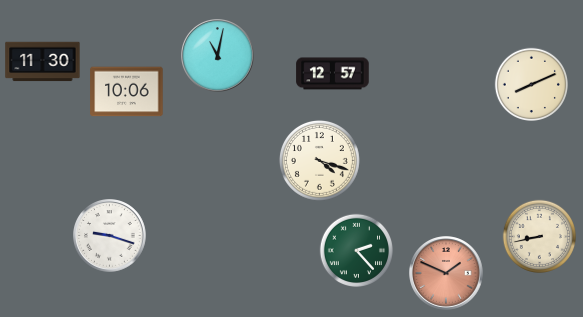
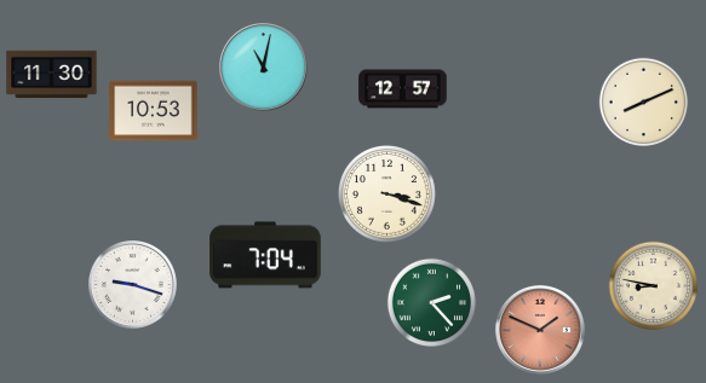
clock at (127, 92): 10:06 -> 10:53
clock at (319, 160): 4:18 -> 3:18
clock at (265, 255): none -> 7:04
clock at (539, 236): 8:43 -> 8:47
